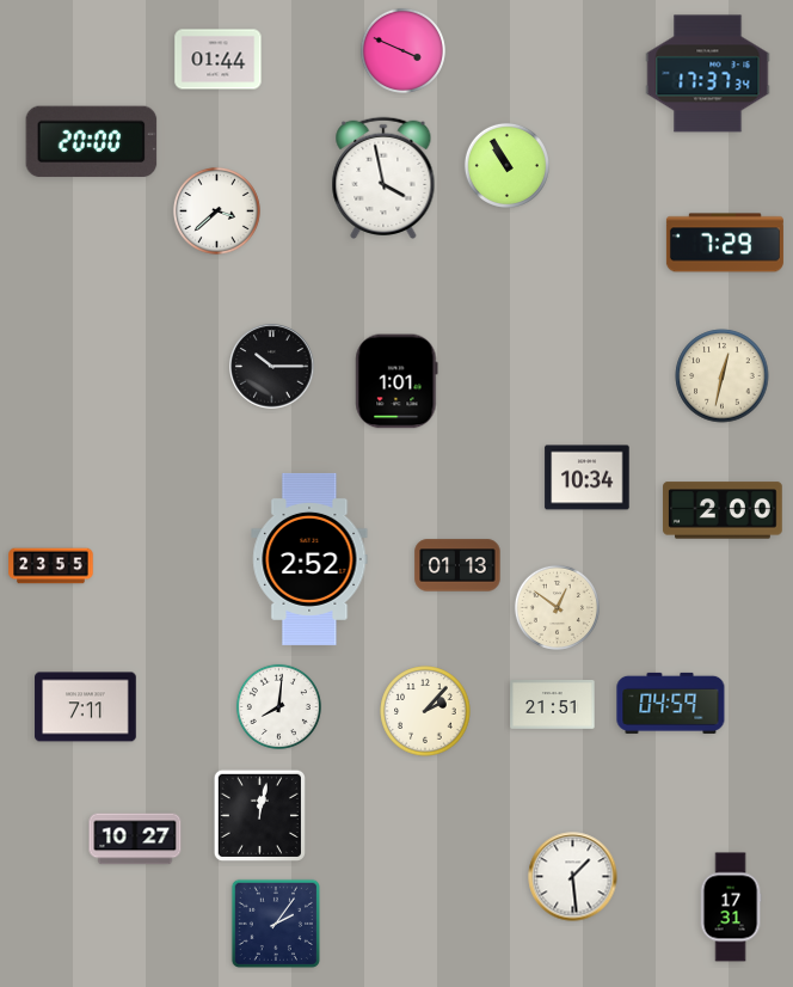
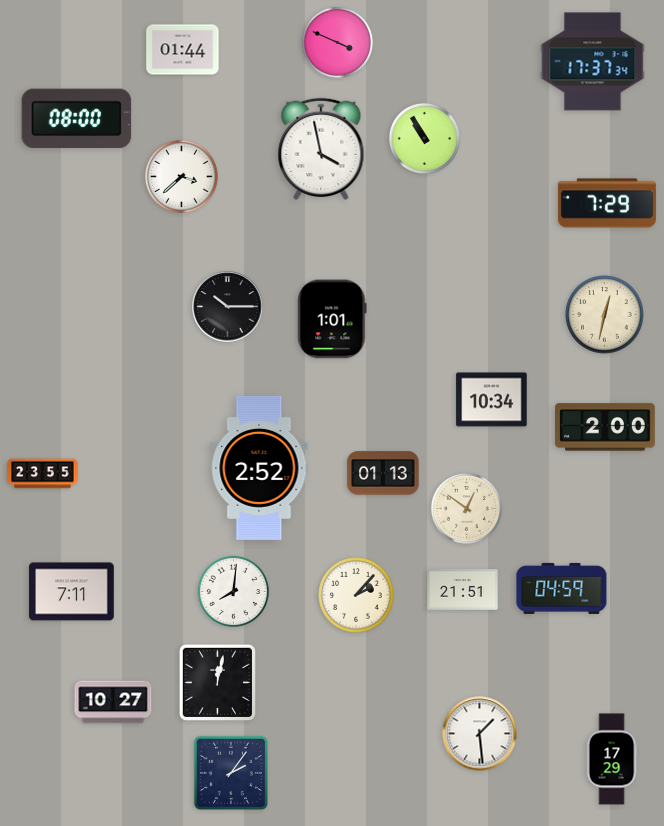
clock at (92, 142): 20:00 -> 08:00
clock at (731, 907): 17:31 -> 17:29
